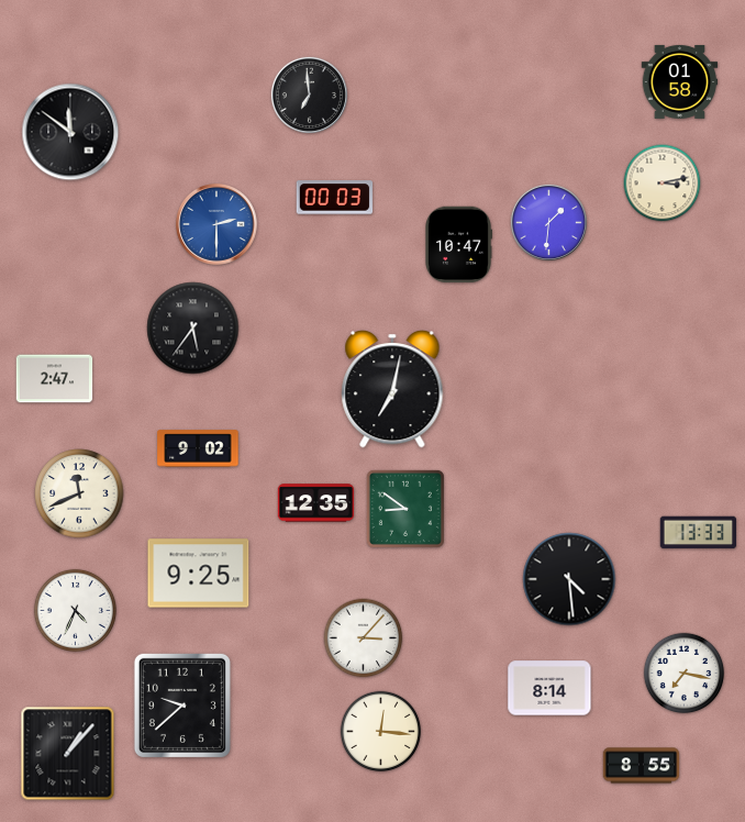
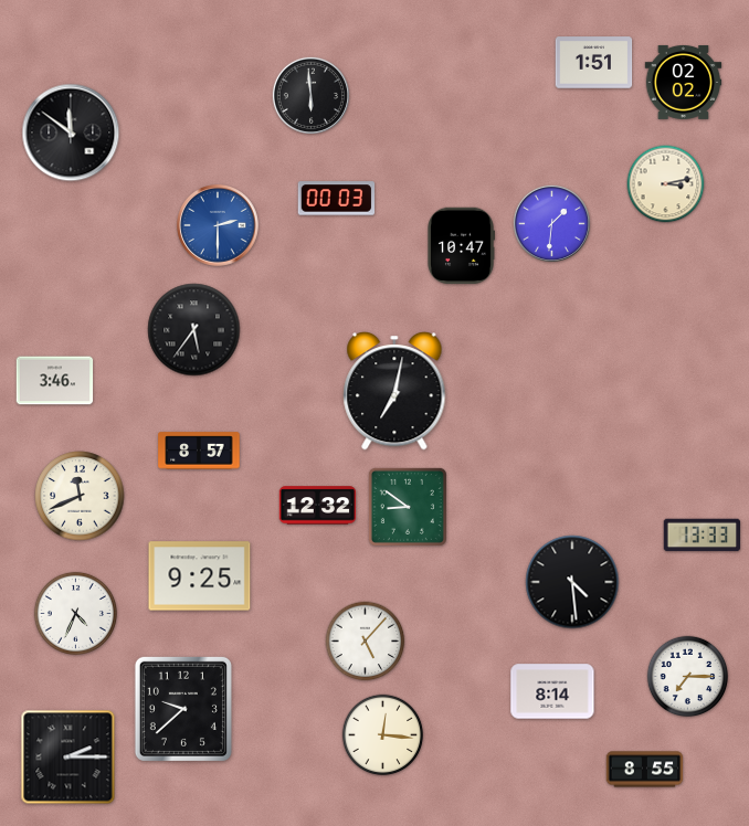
clock at (594, 63): none -> 1:51
clock at (680, 81): 01:58 -> 02:02
clock at (309, 95): 6:59 -> 5:59
clock at (55, 379): 2:47 -> 3:46
clock at (198, 448): 9:02 -> 8:57
clock at (316, 503): 12:35 -> 12:32
clock at (405, 509) position: (405, 509) -> (408, 507)
clock at (364, 638): 3:07 -> 5:07
clock at (685, 674): 7:17 -> 7:15
clock at (68, 754): 1:07 -> 2:15
